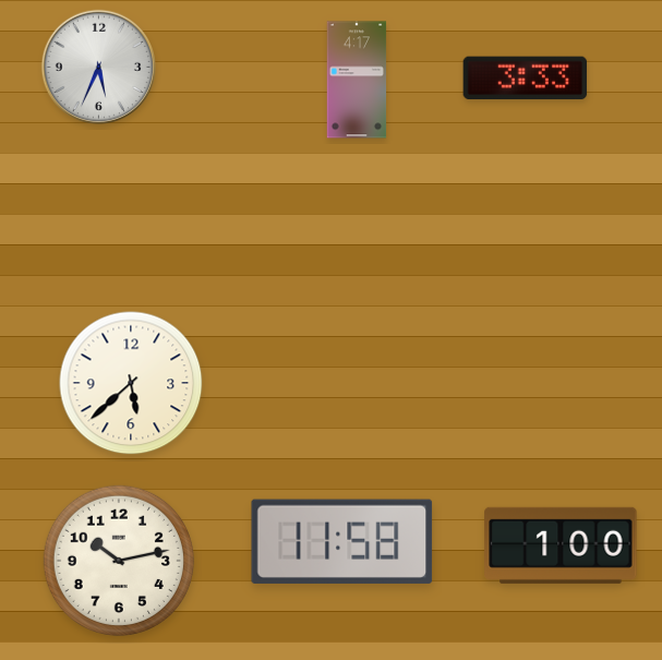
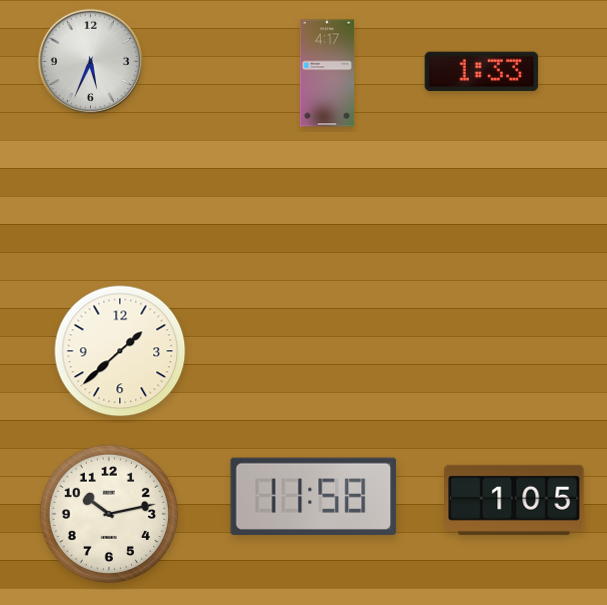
clock at (526, 79): 3:33 -> 1:33
clock at (131, 383): 5:38 -> 1:38
clock at (561, 545): 1:00 -> 1:05
